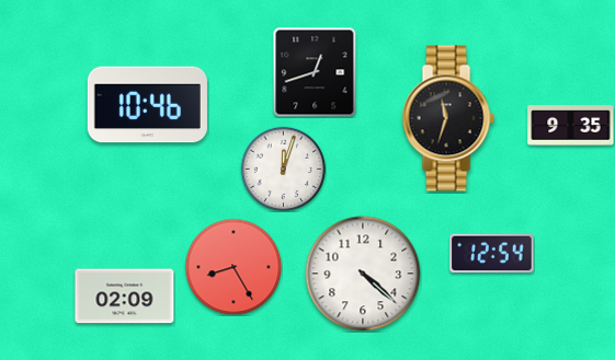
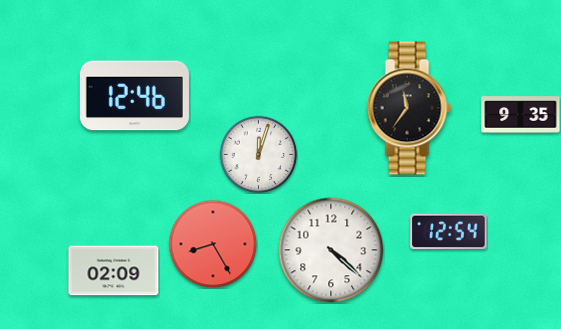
clock at (315, 72): 12:42 -> none
clock at (147, 105): 10:46 -> 12:46
clock at (448, 118): 11:33 -> 11:36
